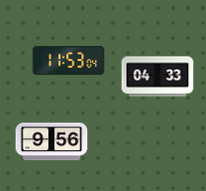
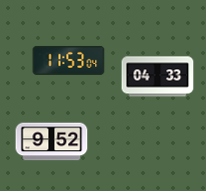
clock at (52, 142): 9:56 -> 9:52
